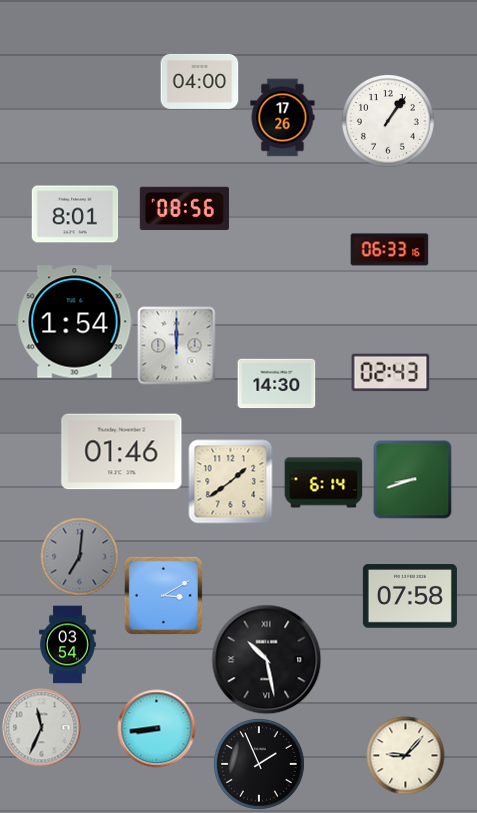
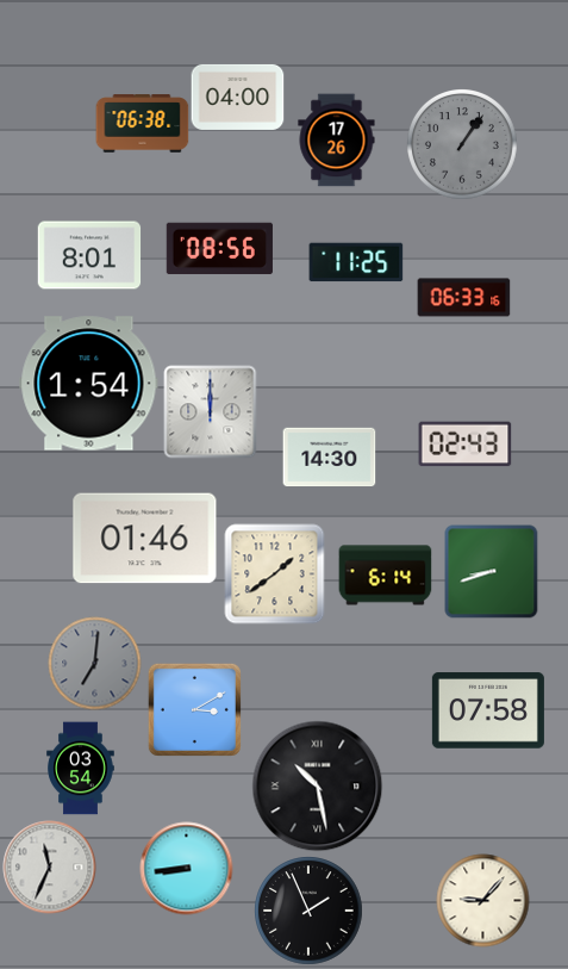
clock at (142, 124): none -> 06:38
clock at (388, 121) dial: white -> grey
clock at (356, 262): none -> 11:25
